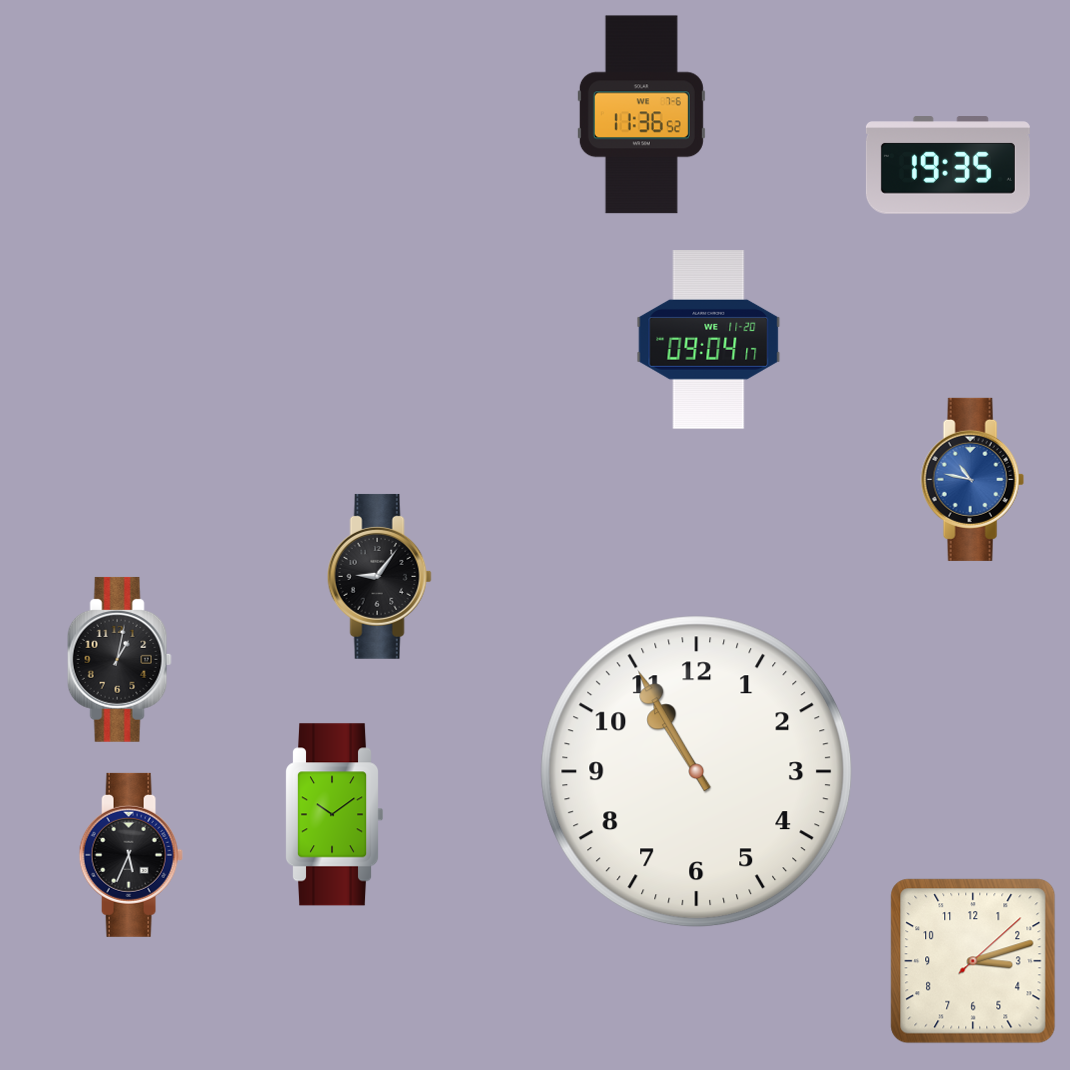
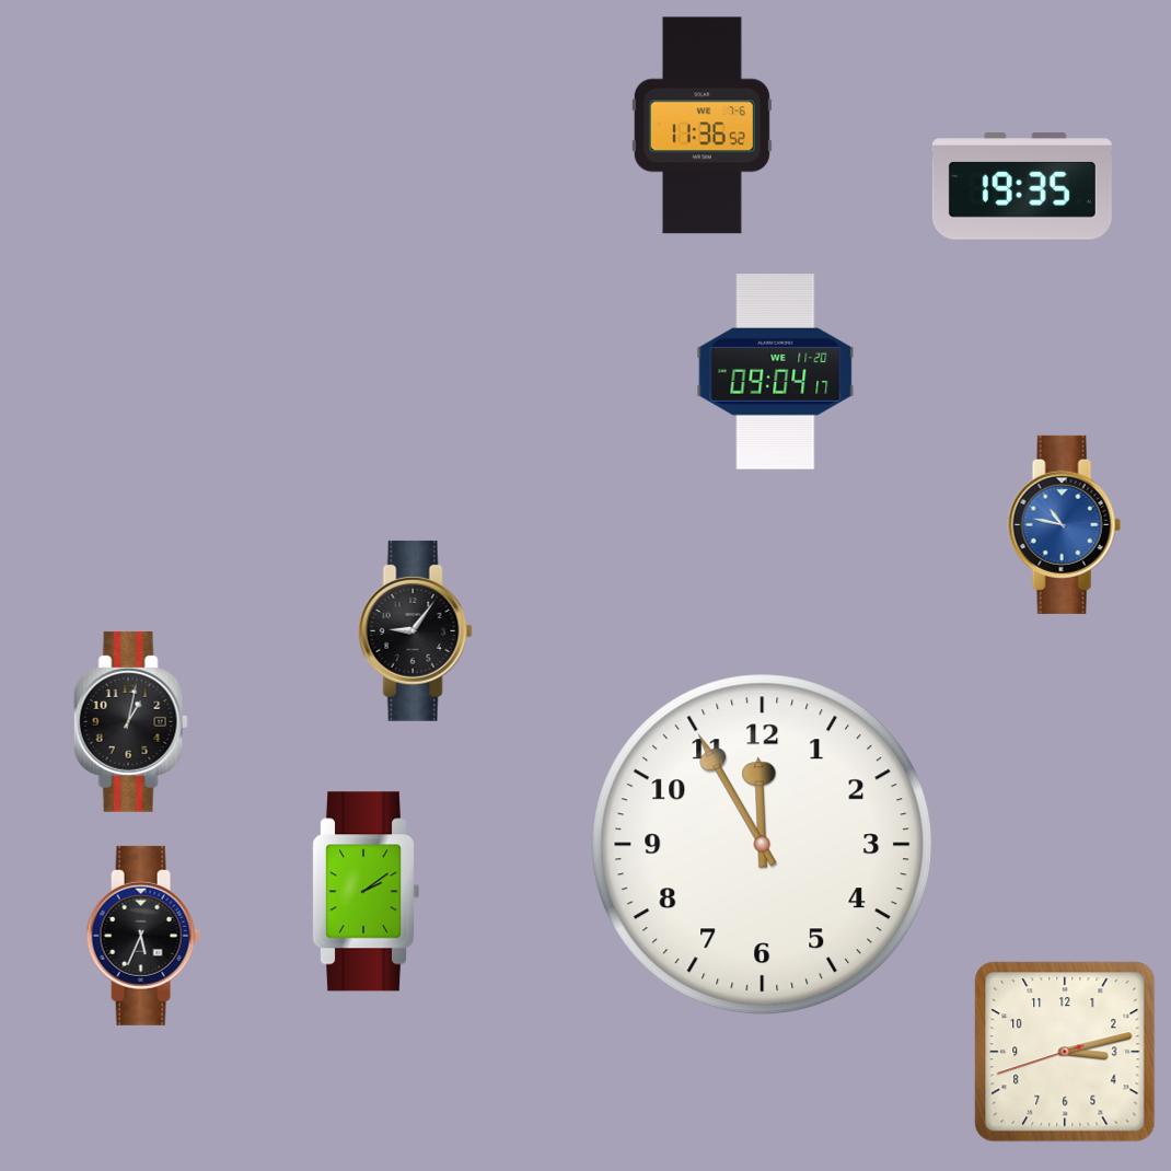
clock at (948, 165) position: (948, 165) -> (1022, 186)
clock at (697, 772): 10:55 -> 11:55
clock at (334, 815): 10:09 -> 2:09
clock at (973, 961): 3:12:08 -> 3:12:42
